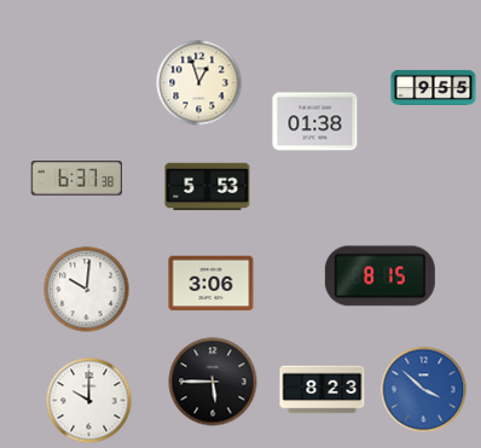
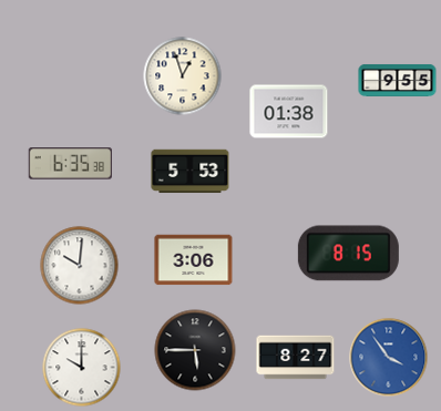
clock at (76, 179): 6:37 -> 6:35
clock at (323, 390): 8:23 -> 8:27
clock at (424, 390): 3:52 -> 3:54
